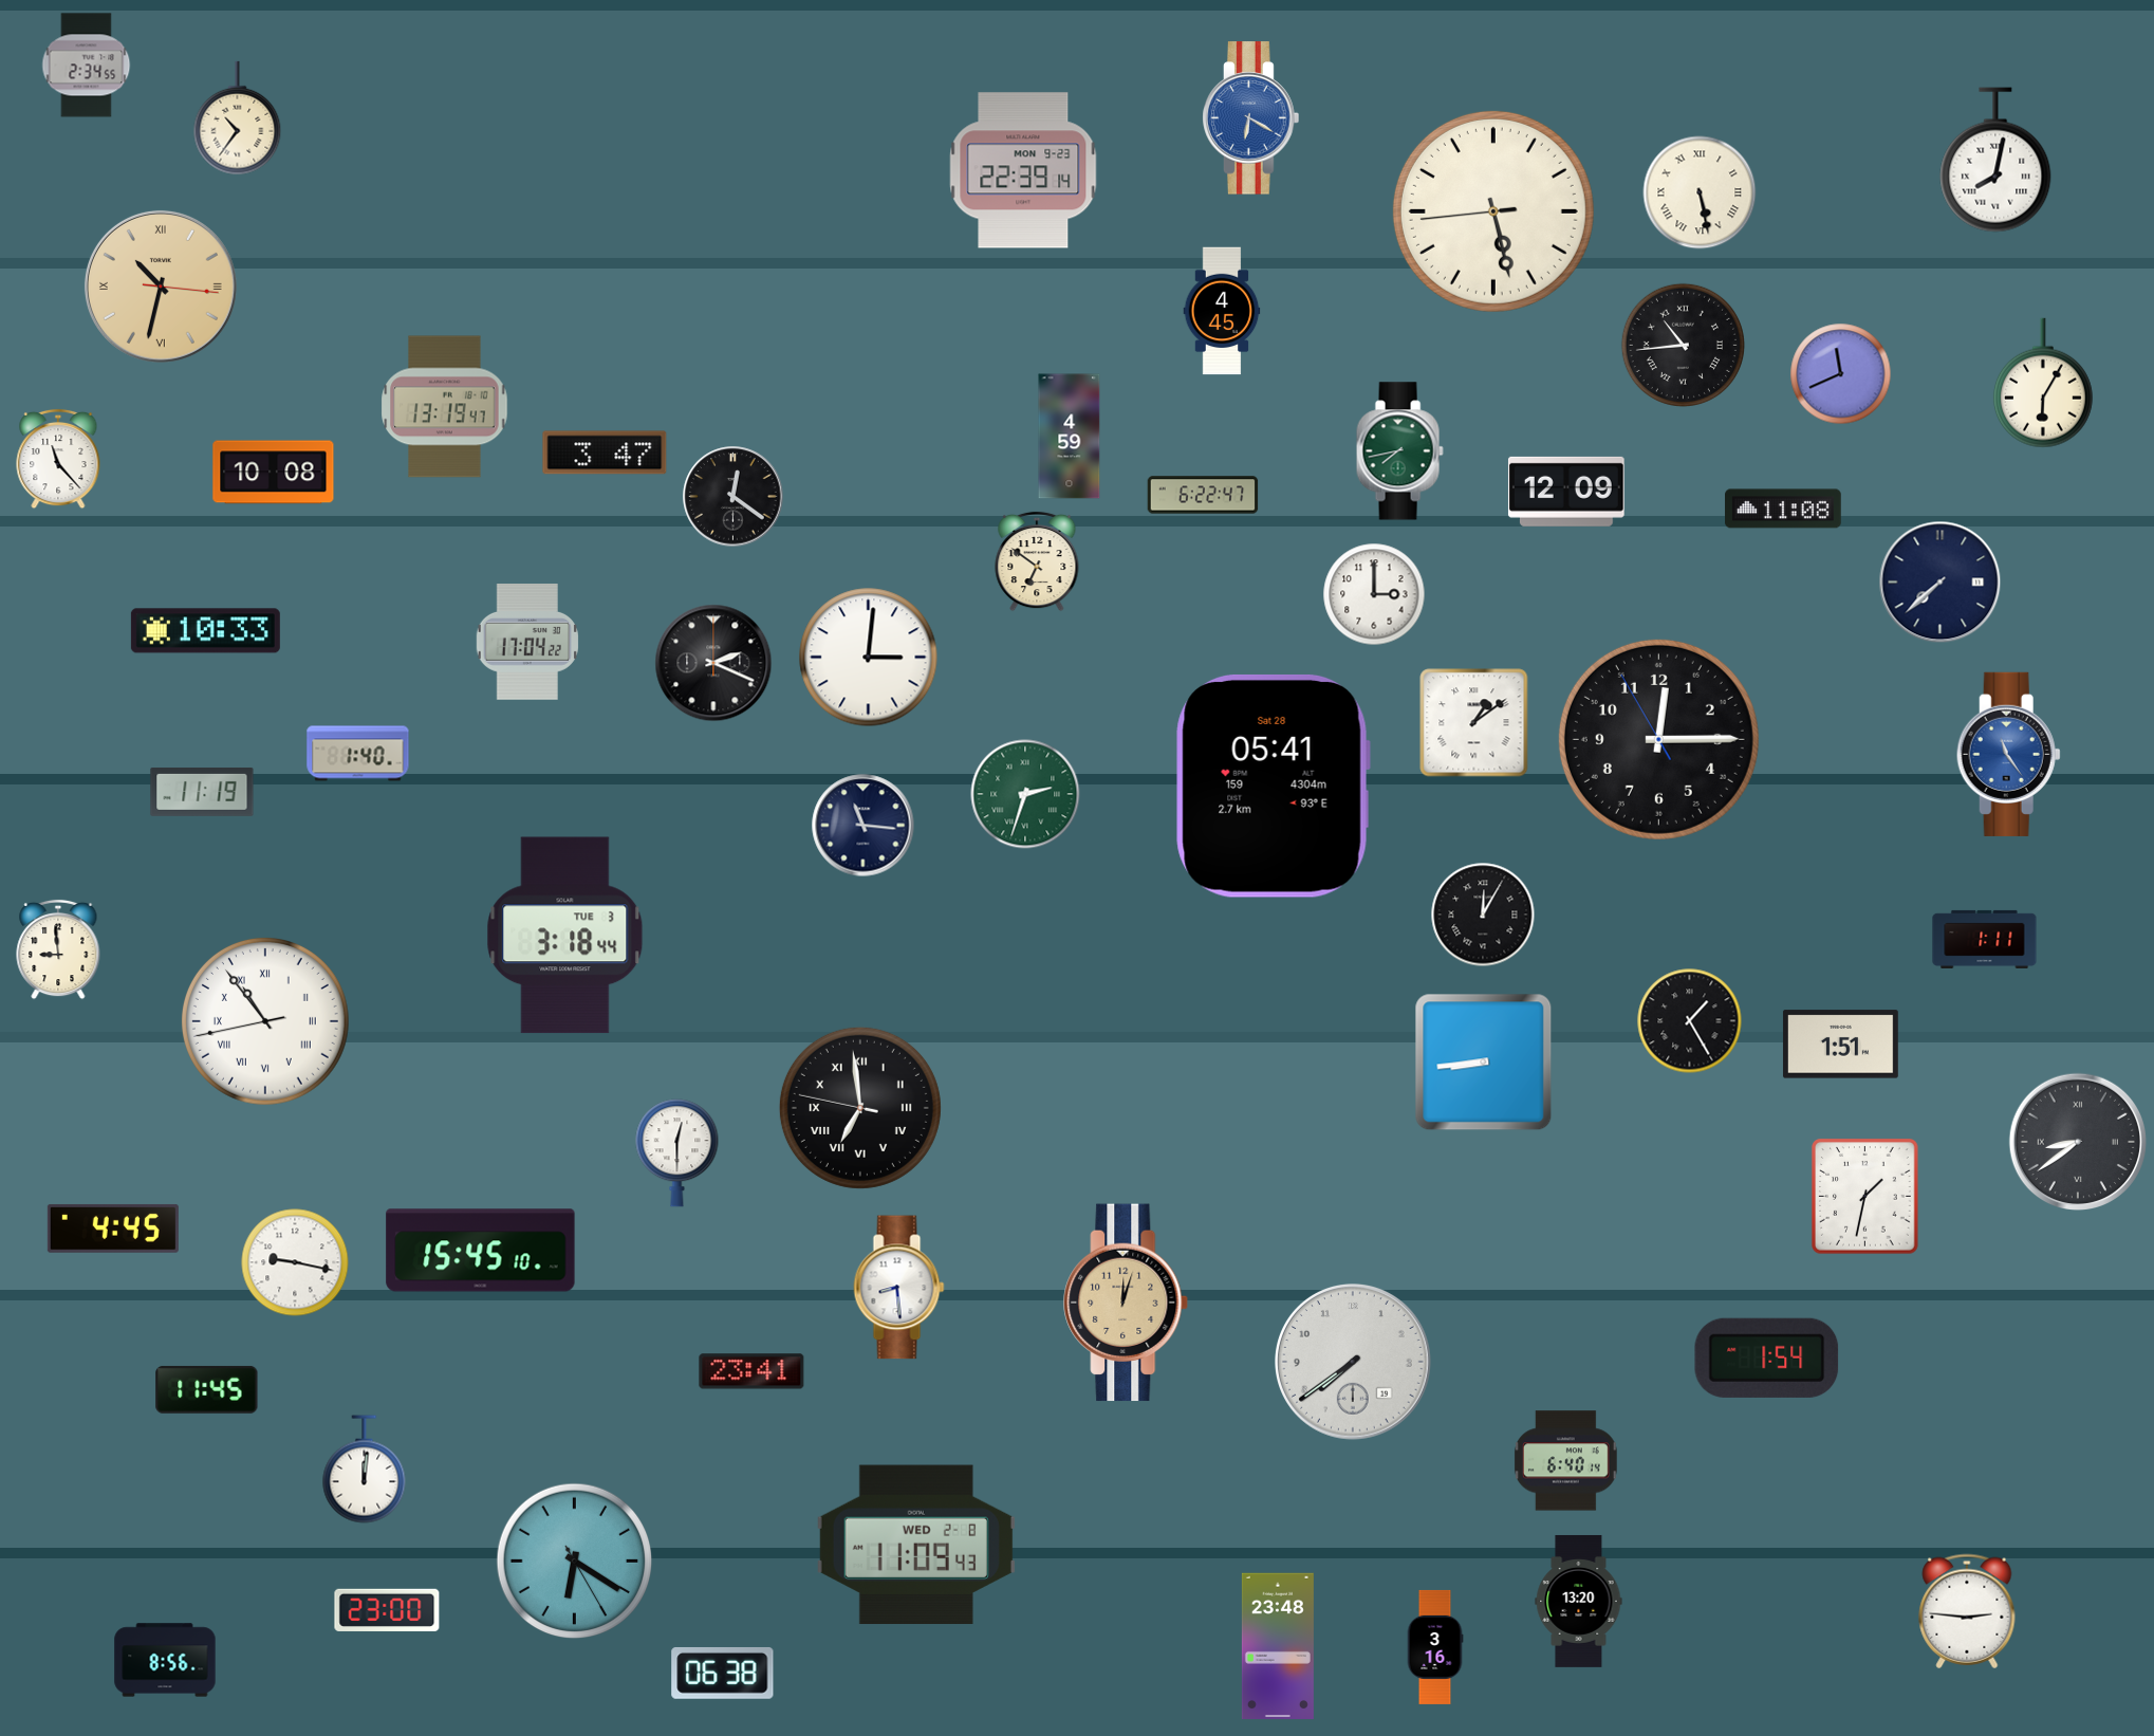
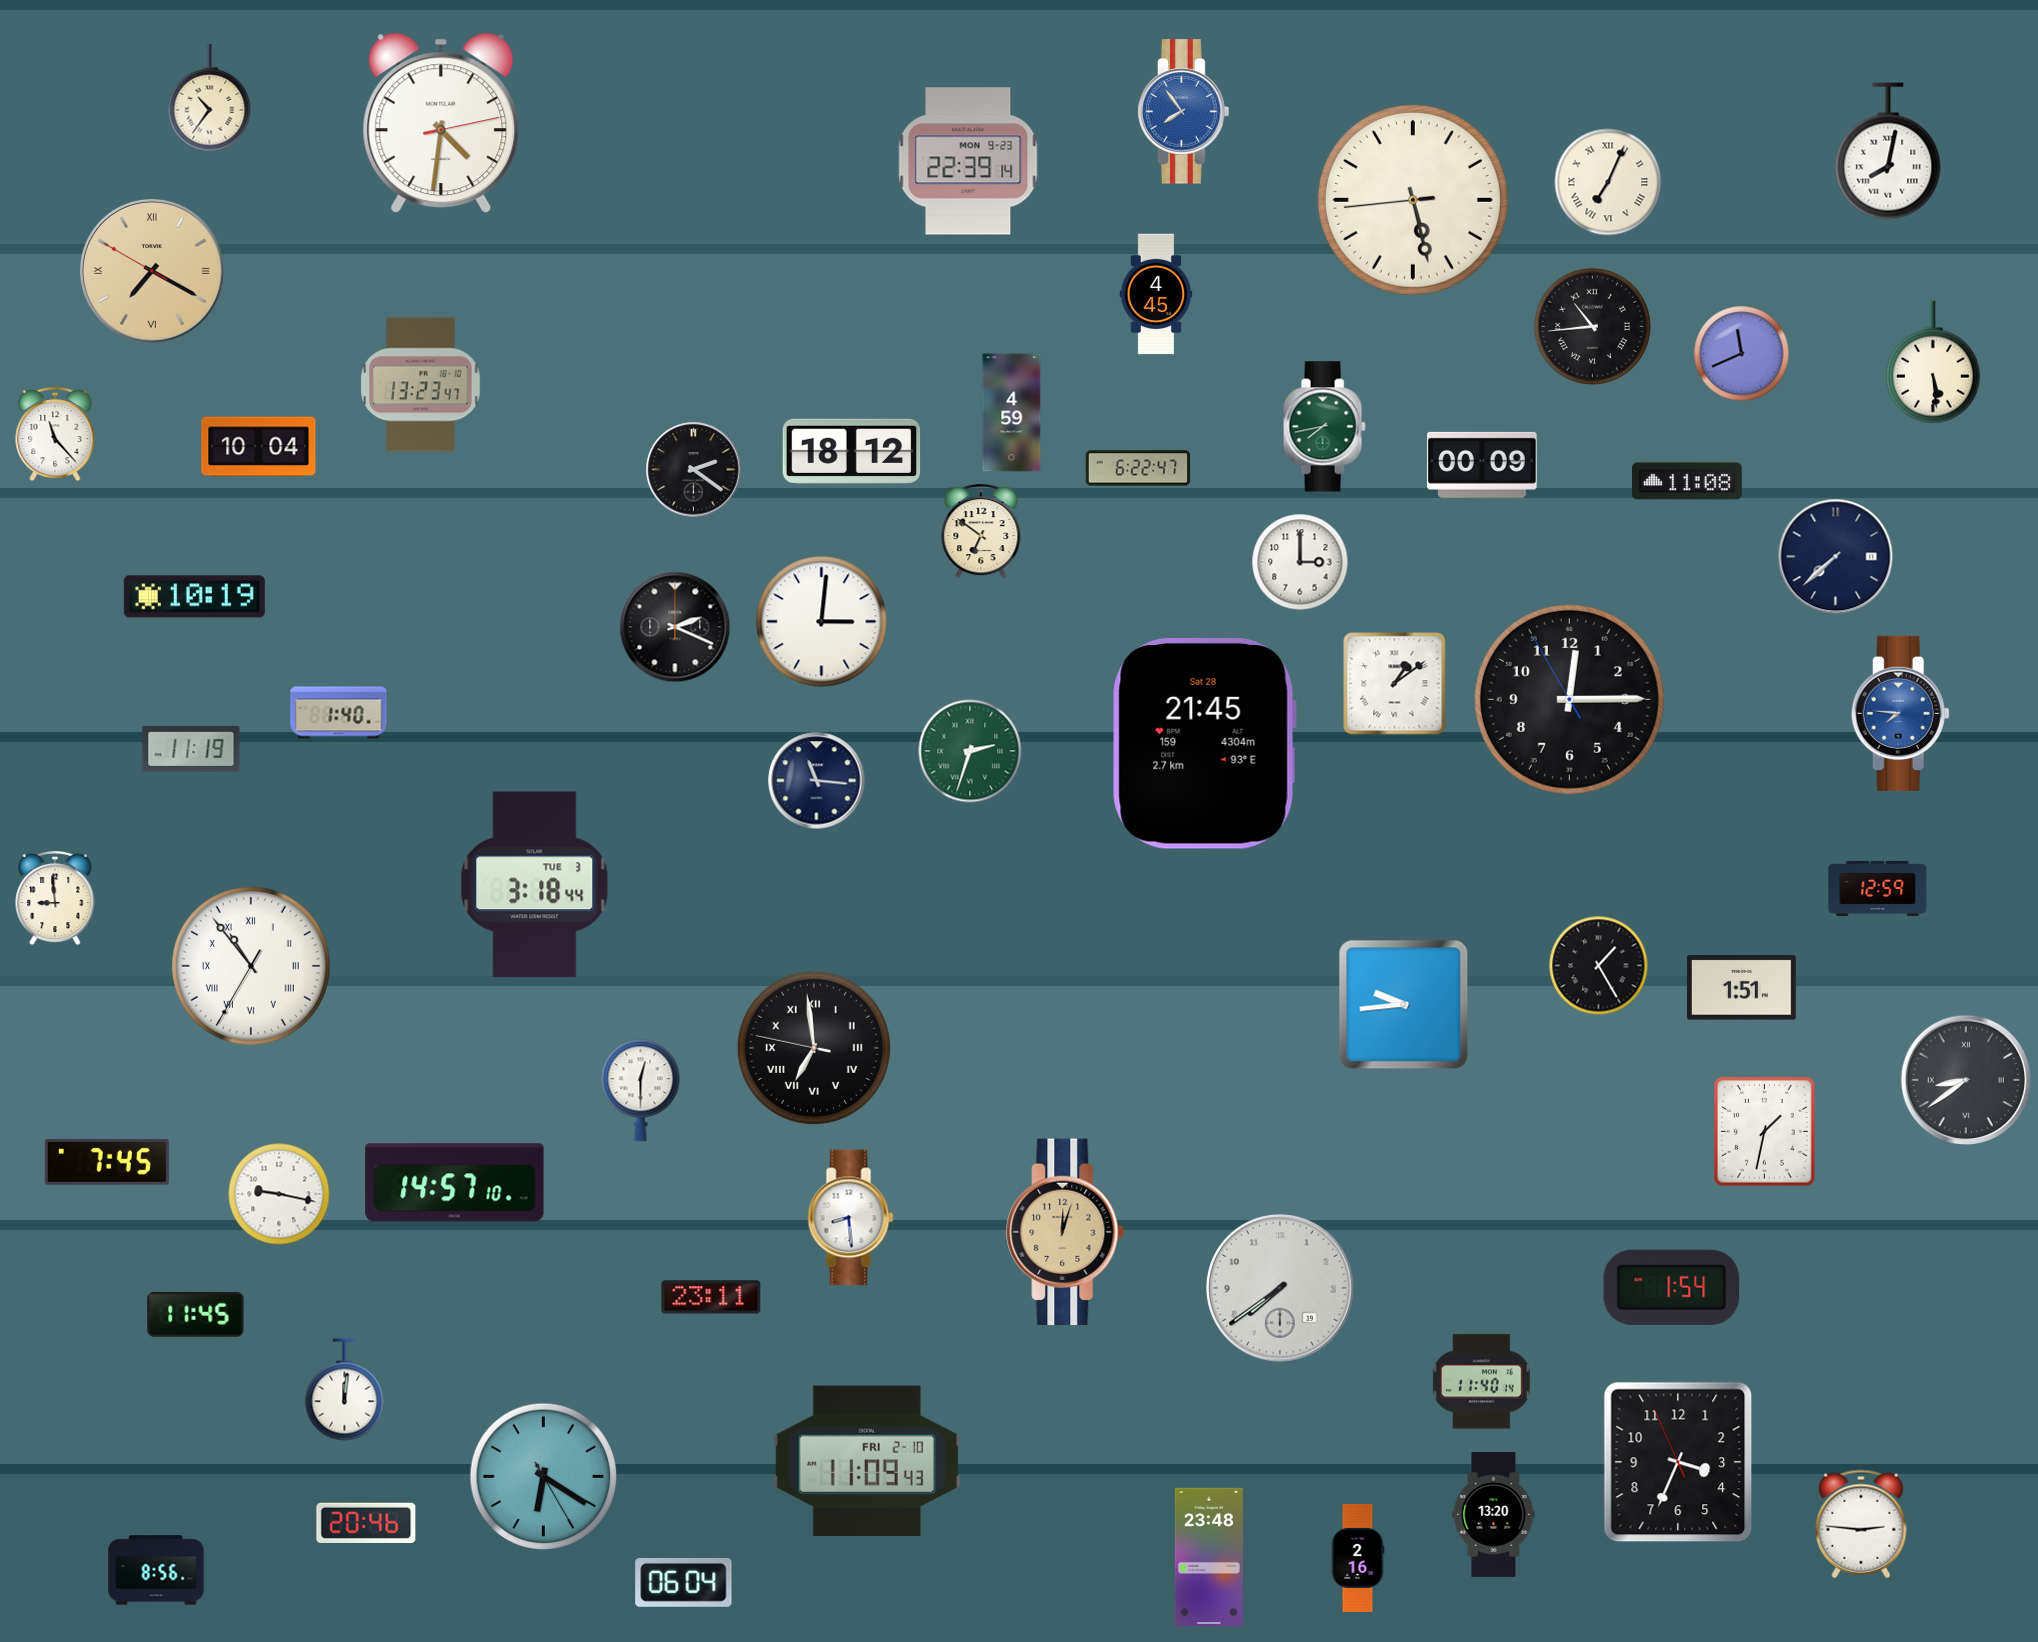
clock at (87, 66): 2:34 -> none
clock at (238, 118) position: (238, 118) -> (210, 98)
clock at (1251, 118): 6:20 -> 7:54
clock at (441, 123): none -> 4:31
clock at (1700, 192): 5:28 -> 7:04
clock at (161, 287): 10:32 -> 7:19
clock at (2043, 383): 6:05 -> 5:29
clock at (445, 407): 13:19 -> 13:23
clock at (605, 453): 3:47 -> none
clock at (274, 473): 10:08 -> 10:04
clock at (852, 452): none -> 18:12
clock at (1566, 492): 12:09 -> 00:09
clock at (734, 497): 12:21 -> 2:21
clock at (1941, 583) position: (1941, 583) -> (1836, 557)
clock at (205, 631): 10:33 -> 10:19
clock at (526, 643): 17:04 -> none
clock at (2008, 754): 11:24 -> 7:46
clock at (1273, 786): 05:41 -> 21:45
clock at (1483, 915): 12:05 -> none
clock at (1985, 939): 1:11 -> 12:59
clock at (265, 1021): 10:53:43 -> 10:53:35
clock at (1484, 1063): 8:44 -> 9:44
clock at (113, 1229): 4:45 -> 7:45
clock at (481, 1251): 15:45 -> 14:57
clock at (1767, 1358) position: (1767, 1358) -> (1672, 1287)
clock at (751, 1371): 23:41 -> 23:11
clock at (1566, 1461): 6:40 -> 11:40
clock at (916, 1545) date: WED 2-8 -> FRI 2-10
clock at (1678, 1462): none -> 3:33
clock at (387, 1609): 23:00 -> 20:46
clock at (1435, 1647): 3:16 -> 2:16
clock at (723, 1673): 06:38 -> 06:04
